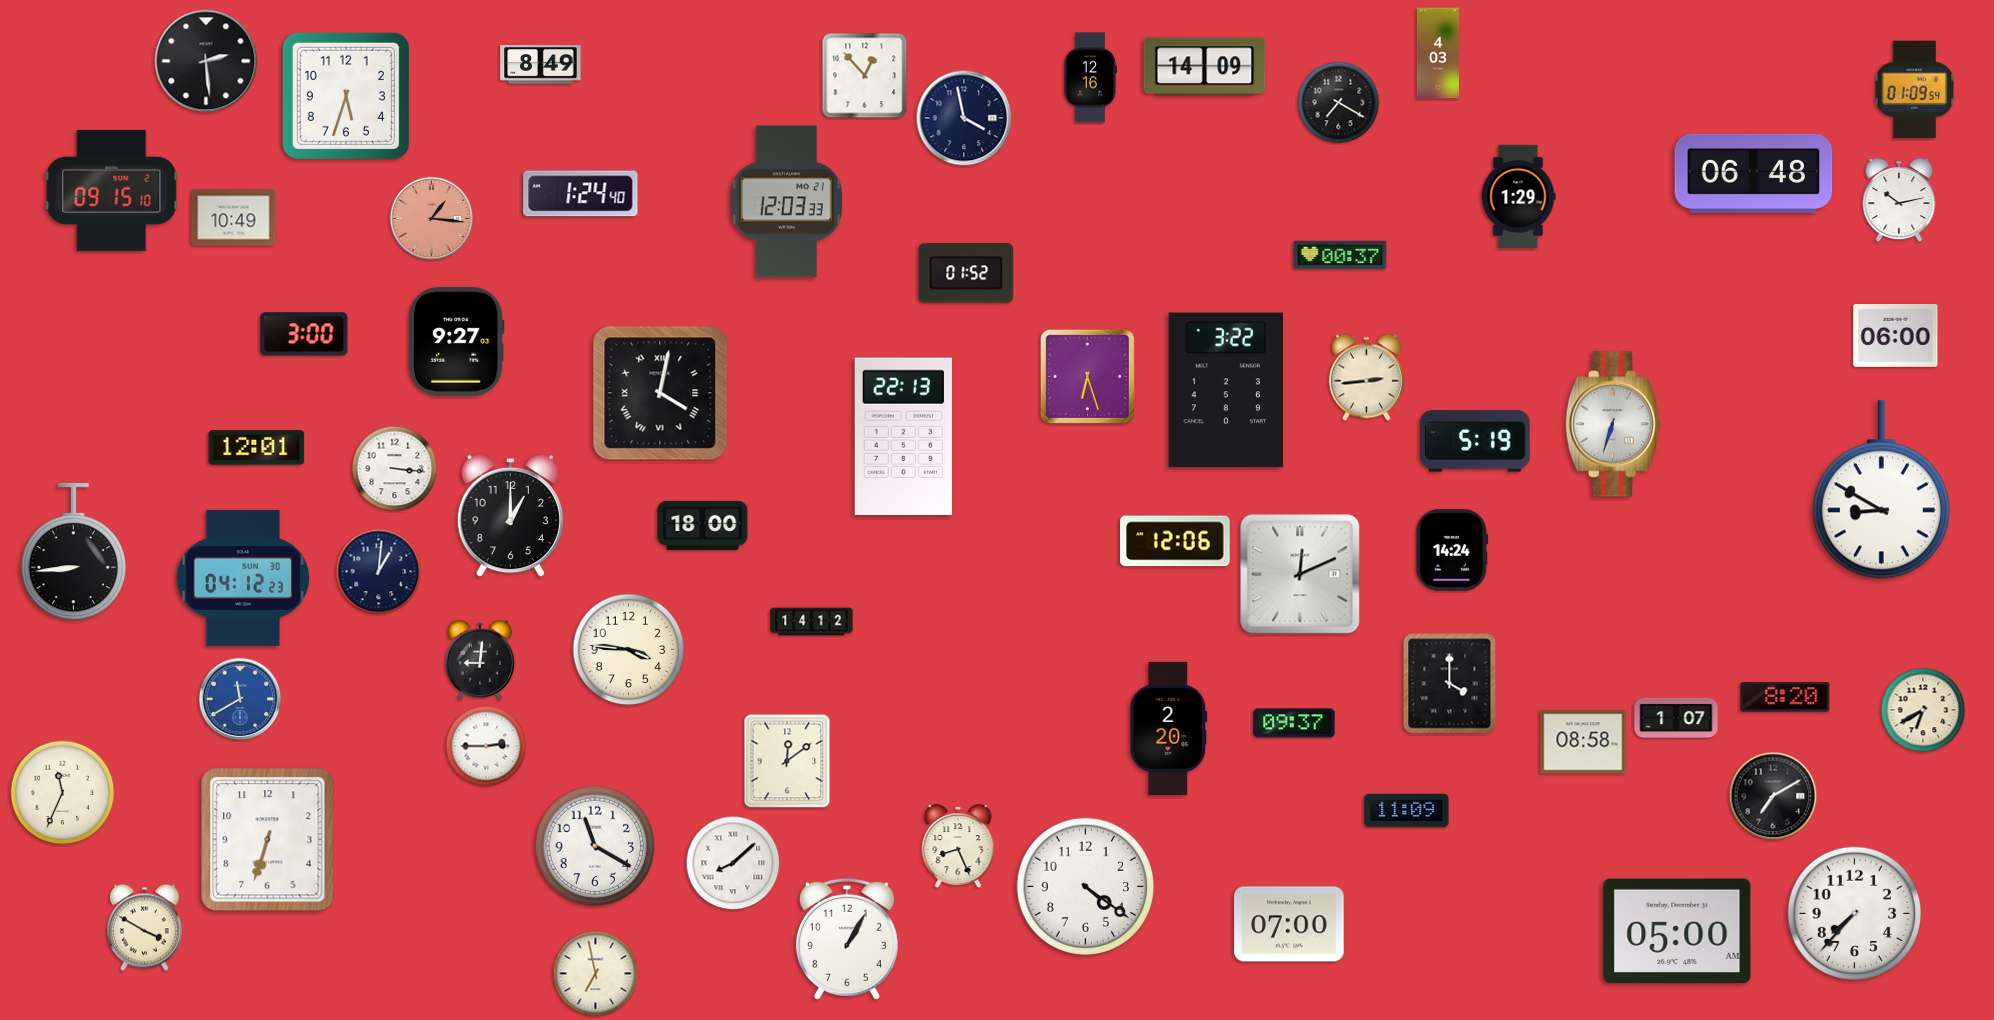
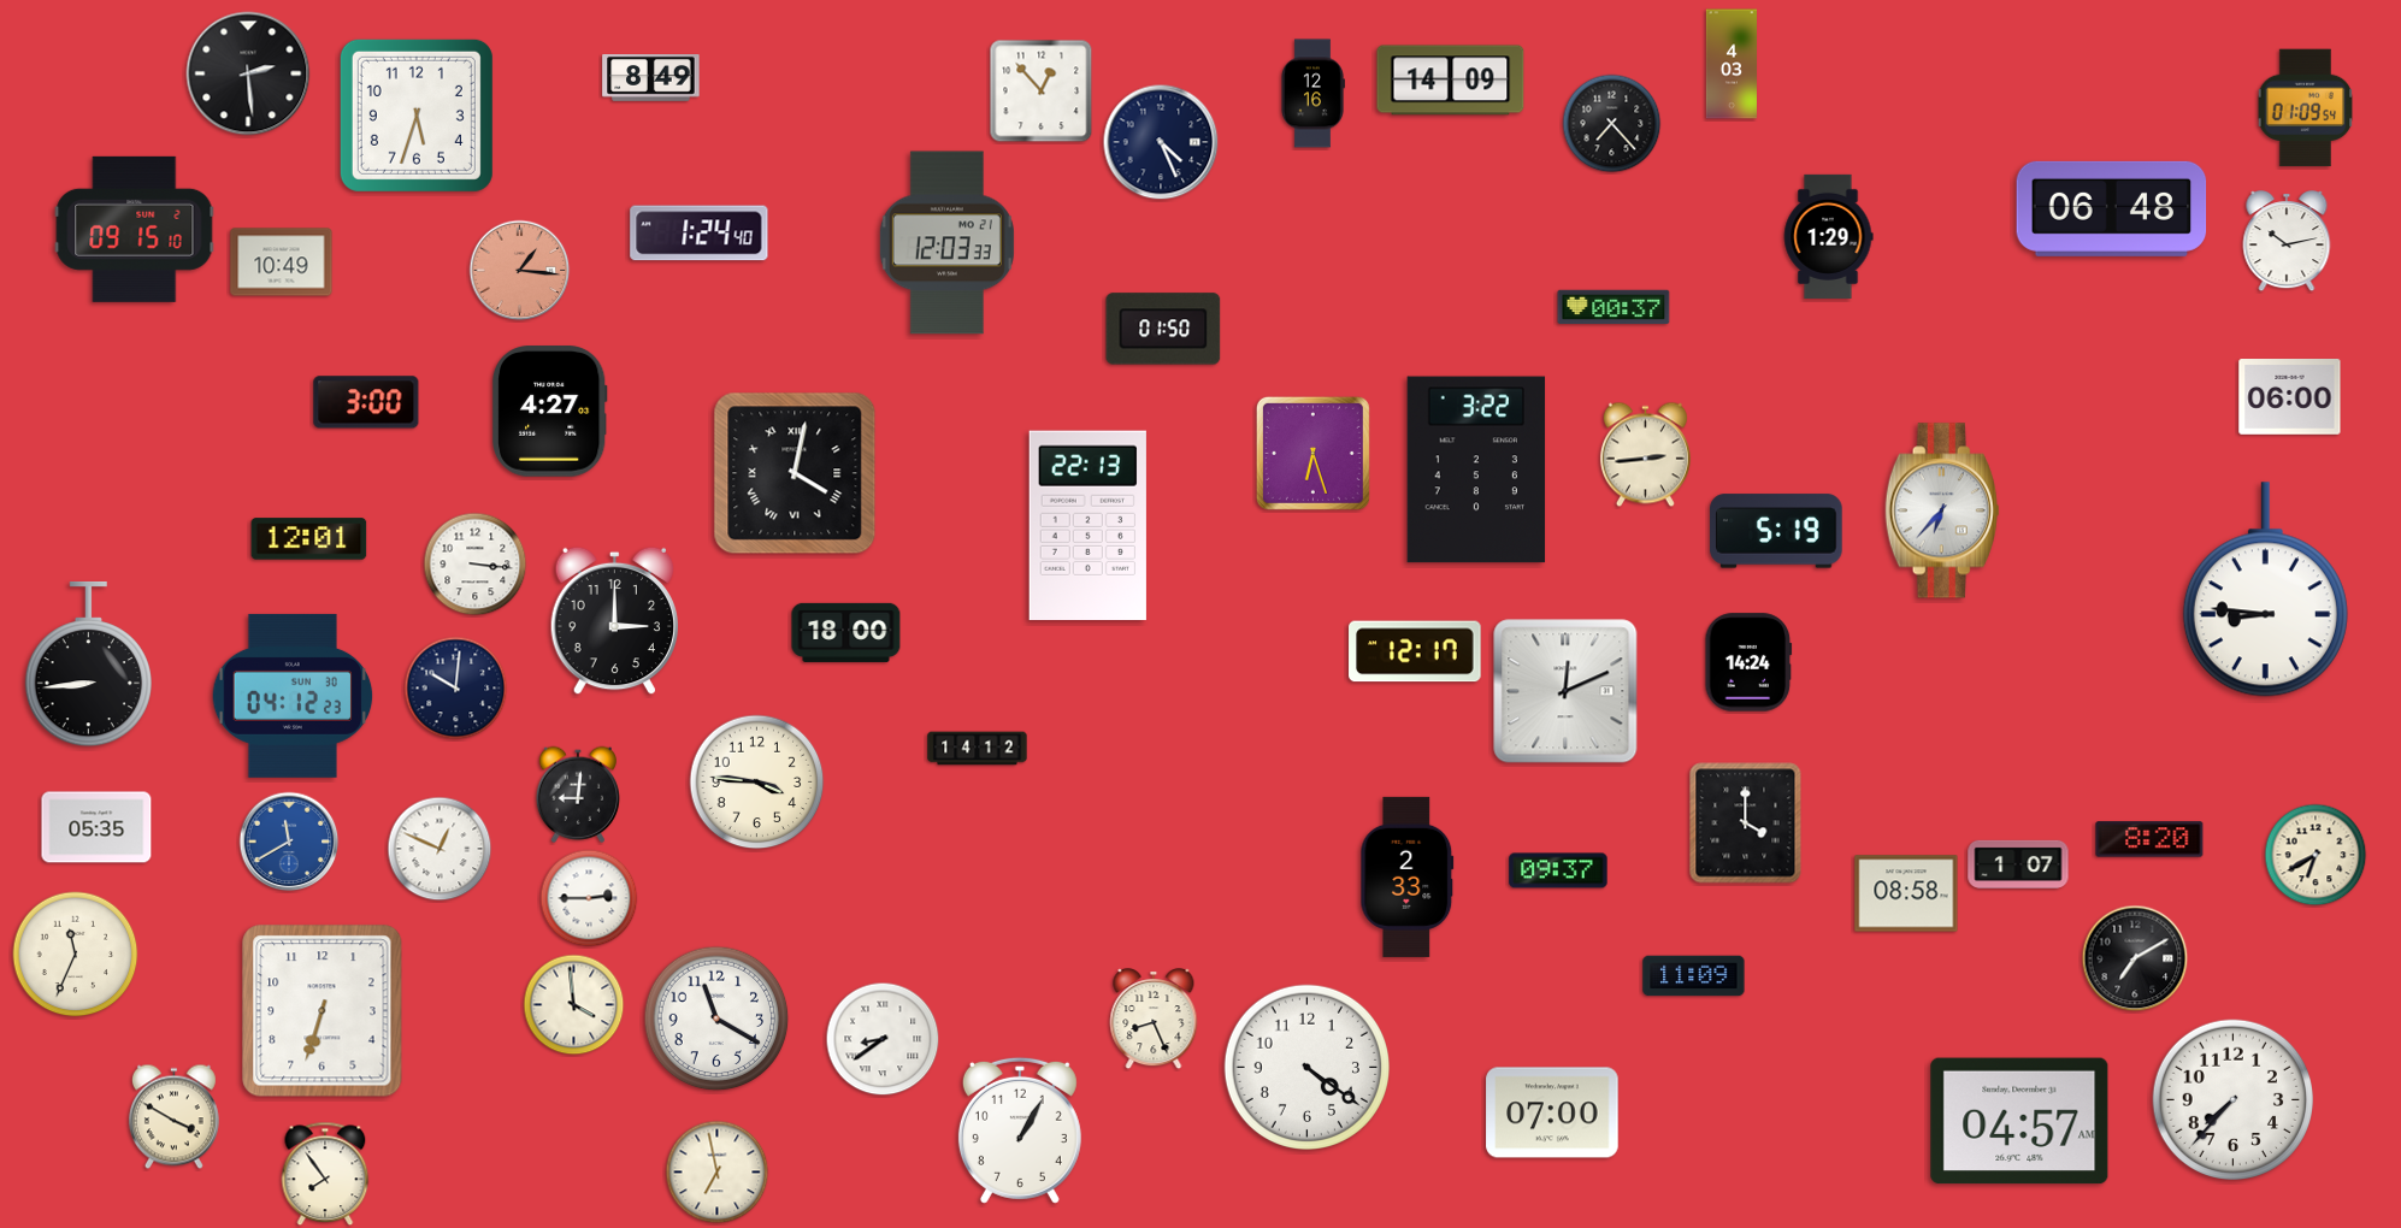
clock at (1339, 103): 7:20 -> 7:23
clock at (964, 118): 3:58 -> 4:26
clock at (432, 219) position: (432, 219) -> (520, 271)
clock at (966, 273): 01:52 -> 01:50
clock at (1896, 336) position: (1896, 336) -> (2290, 397)
clock at (456, 342): 9:27 -> 4:27
clock at (1087, 376) position: (1087, 376) -> (1312, 453)
clock at (1613, 424): 6:33 -> 6:37
clock at (1881, 490): 8:50 -> 8:46
clock at (510, 516): 1:00 -> 3:00
clock at (1175, 541): 12:06 -> 12:17
clock at (379, 572): 1:01 -> 10:01
clock at (96, 827): none -> 05:35
clock at (440, 849): none -> 12:49
clock at (1169, 728): 2:20 -> 2:33
clock at (486, 746) position: (486, 746) -> (589, 898)
clock at (787, 761): 12:09 -> none
clock at (574, 1005): none -> 3:59
clock at (733, 863): 8:08 -> 8:39
clock at (1677, 931): 05:00 -> 04:57
clock at (325, 1174): none -> 7:54
